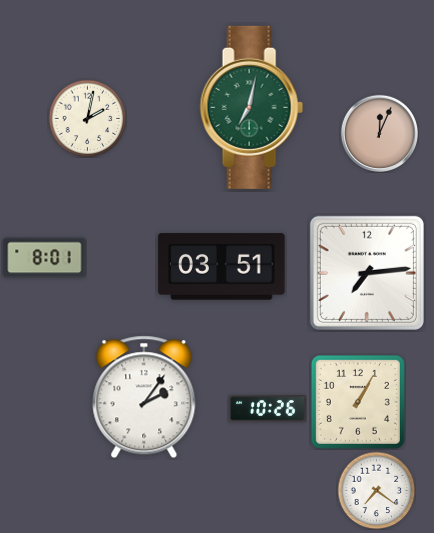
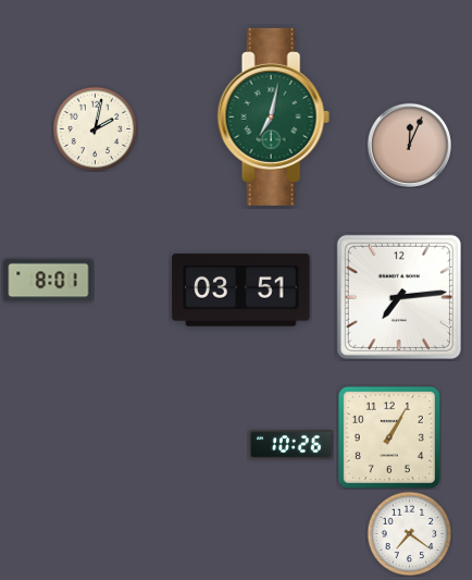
clock at (379, 133) position: (379, 133) -> (409, 145)
clock at (144, 397): 2:06 -> none
